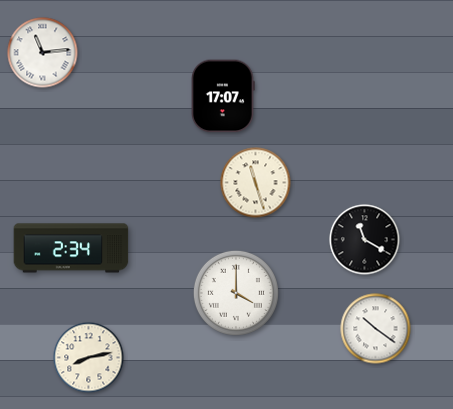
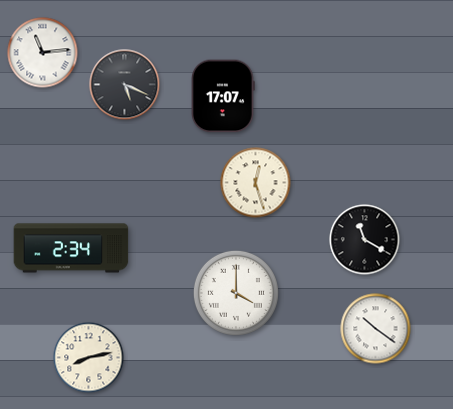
clock at (125, 85): none -> 5:19
clock at (256, 183): 11:27 -> 12:27
